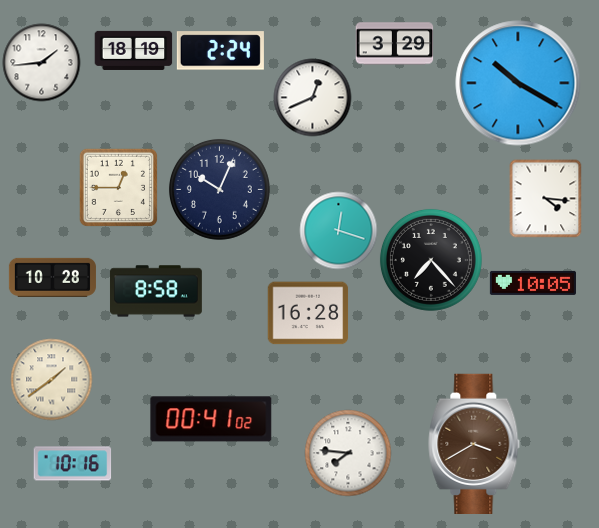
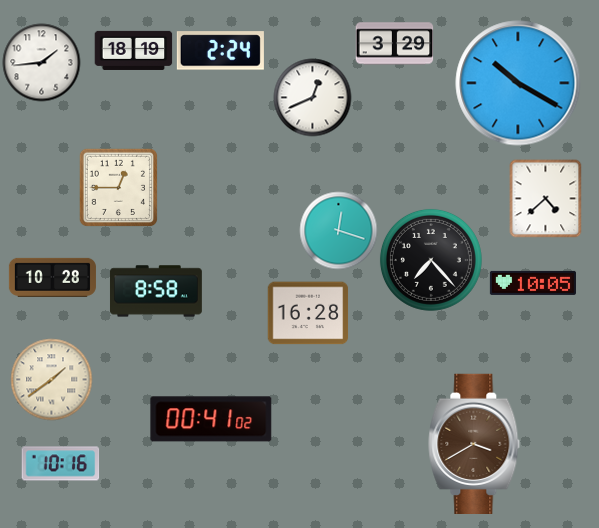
clock at (219, 189): 10:04 -> none
clock at (546, 198): 4:16 -> 4:38
clock at (348, 453): 7:46 -> none
clock at (72, 464) position: (72, 464) -> (60, 464)
